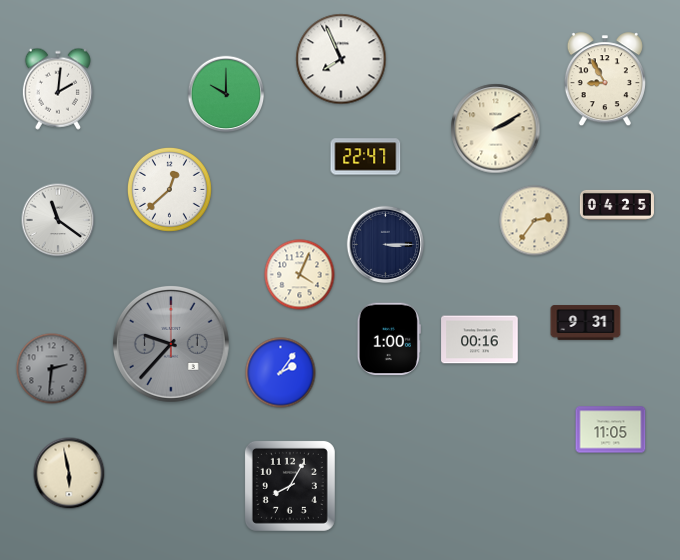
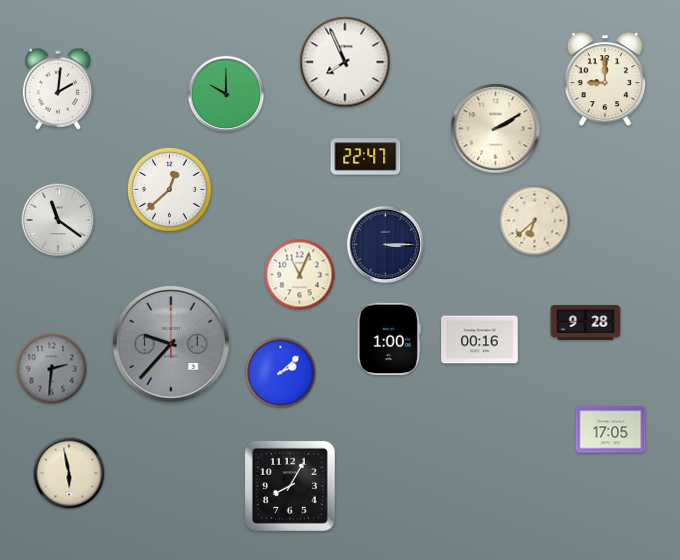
clock at (341, 59) position: (341, 59) -> (345, 62)
clock at (605, 80): 8:55 -> 9:00
clock at (617, 205): 04:25 -> none
clock at (535, 221): 2:36 -> 6:38
clock at (300, 275): 4:04 -> 11:04
clock at (586, 323): 9:31 -> 9:28
clock at (281, 373): 2:06 -> 2:08
clock at (611, 430): 11:05 -> 17:05
